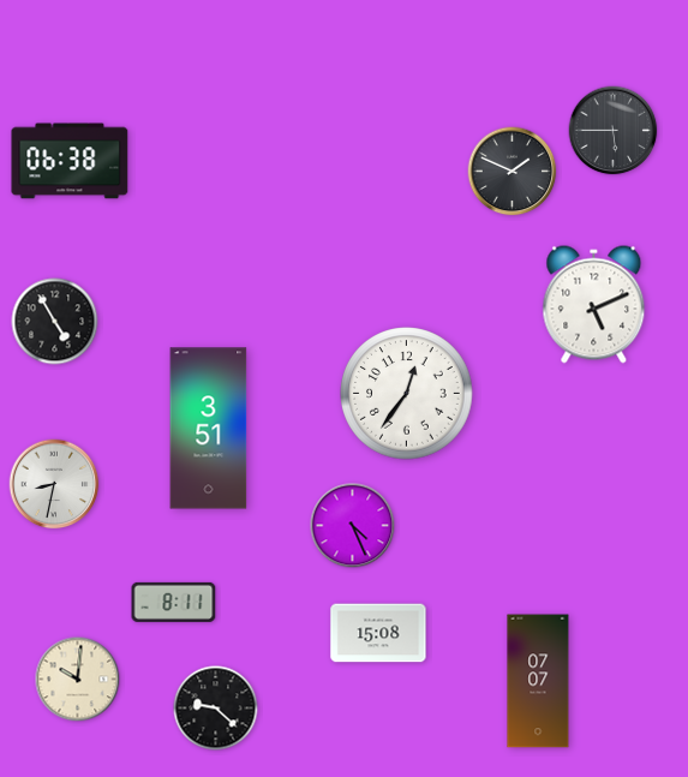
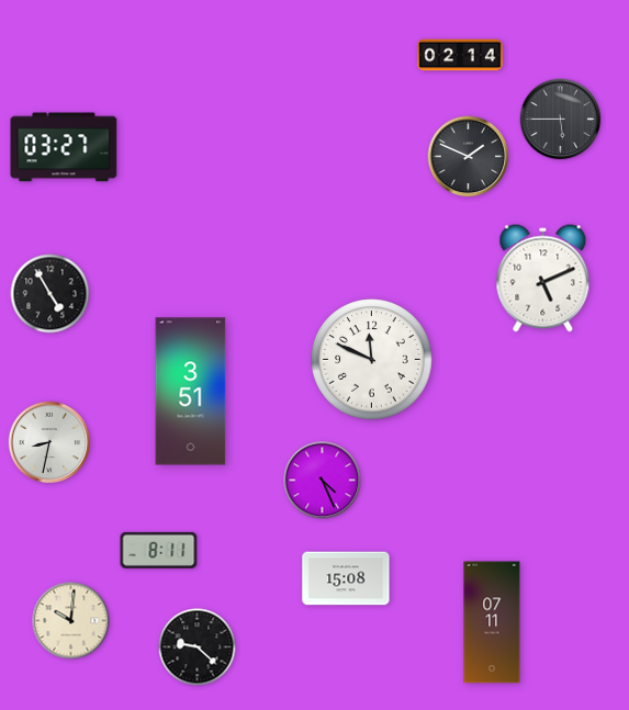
clock at (460, 55): none -> 02:14
clock at (70, 161): 06:38 -> 03:27
clock at (407, 394): 12:36 -> 11:49
clock at (538, 681): 07:07 -> 07:11
